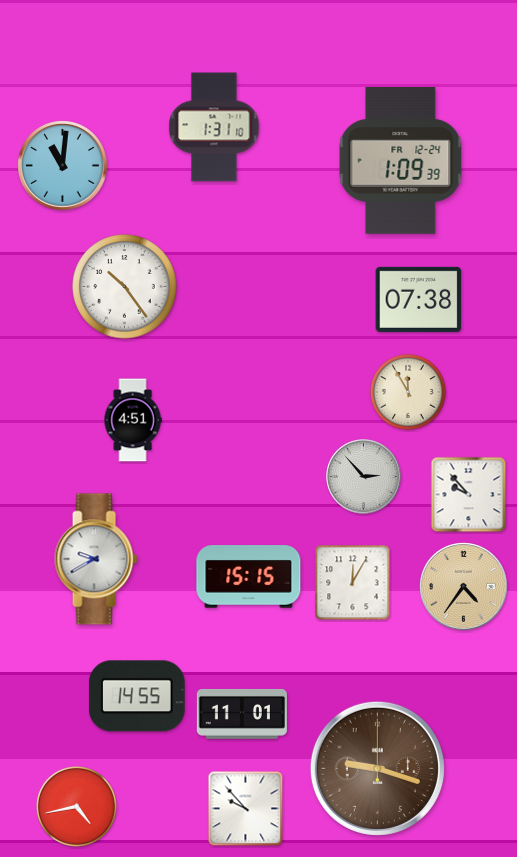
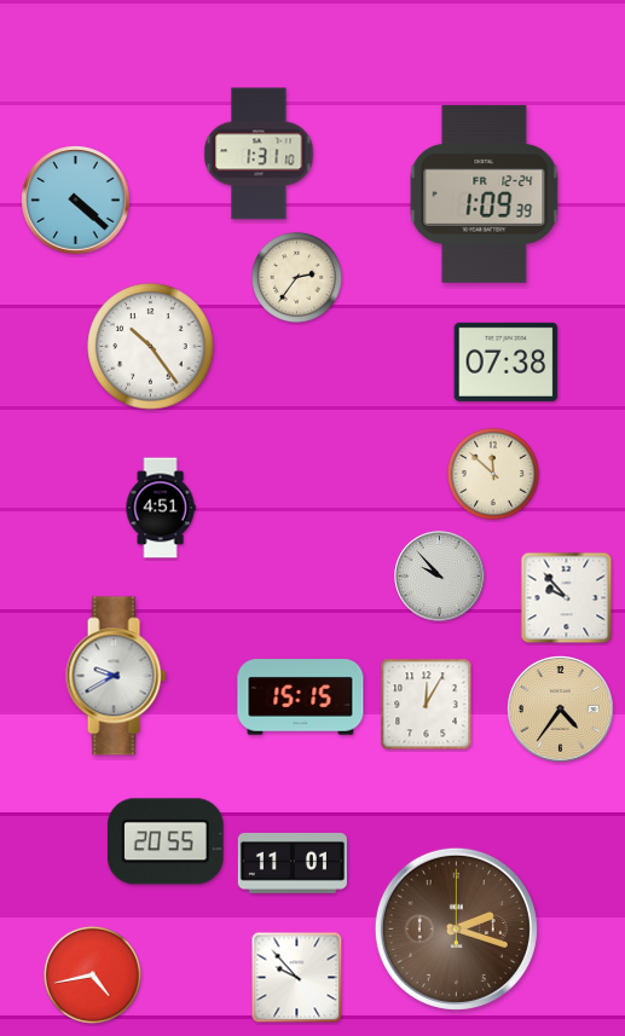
clock at (63, 166): 11:01 -> 4:22
clock at (296, 277): none -> 2:36
clock at (408, 392): 11:55 -> 11:52
clock at (364, 477): 2:53 -> 9:53
clock at (137, 696): 14:55 -> 20:55
clock at (377, 768): 9:18 -> 2:18
